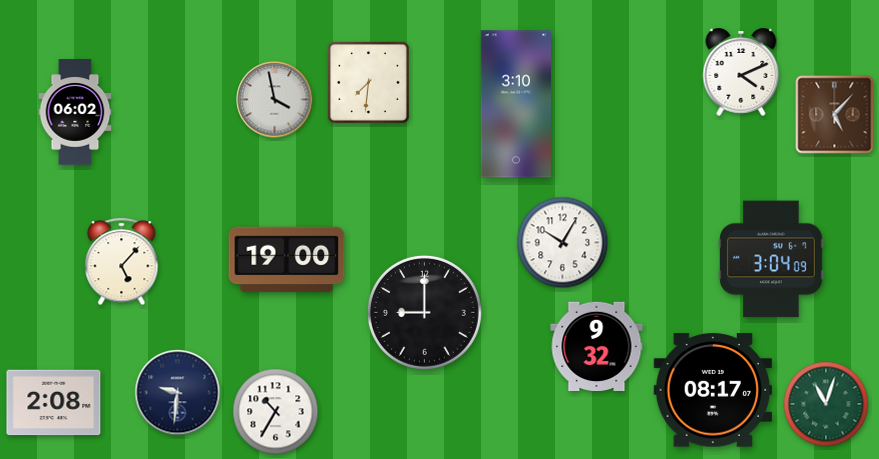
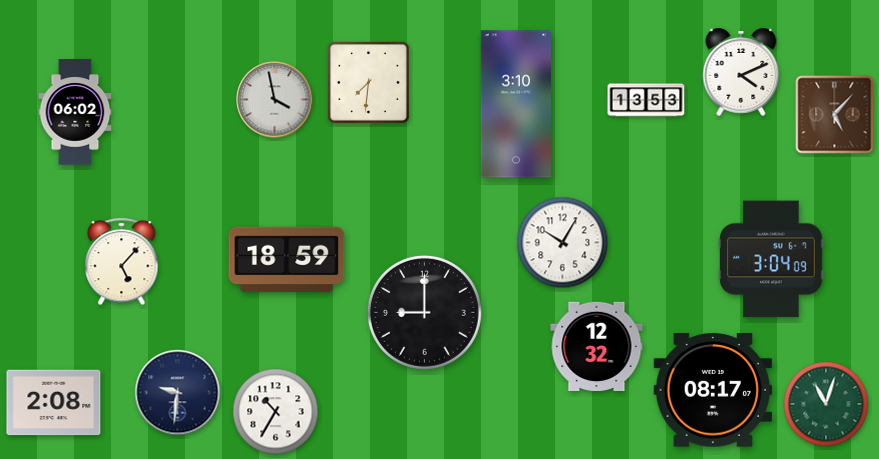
clock at (646, 100): none -> 13:53
clock at (287, 260): 19:00 -> 18:59
clock at (597, 346): 9:32 -> 12:32
